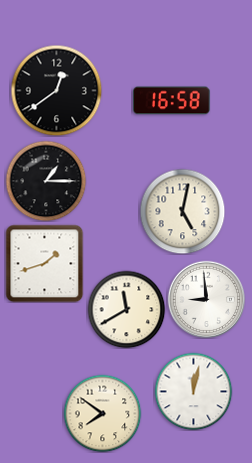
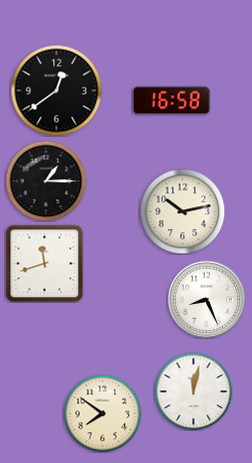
clock at (182, 211): 5:02 -> 10:13
clock at (44, 263): 1:42 -> 11:42
clock at (206, 299): 8:59 -> 8:26
clock at (126, 309): 11:40 -> none
